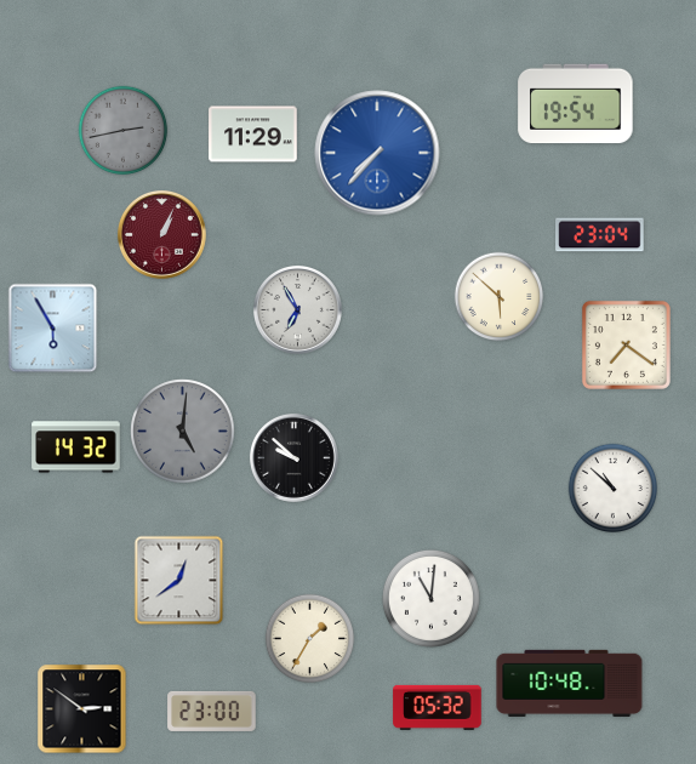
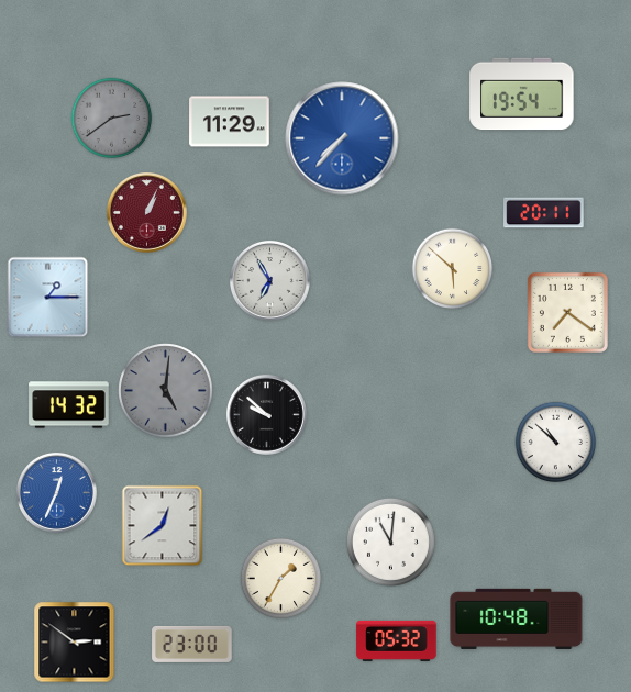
clock at (124, 131): 2:43 -> 2:39
clock at (600, 235): 23:04 -> 20:11
clock at (53, 329): 5:55 -> 1:15
clock at (57, 493): none -> 12:34
